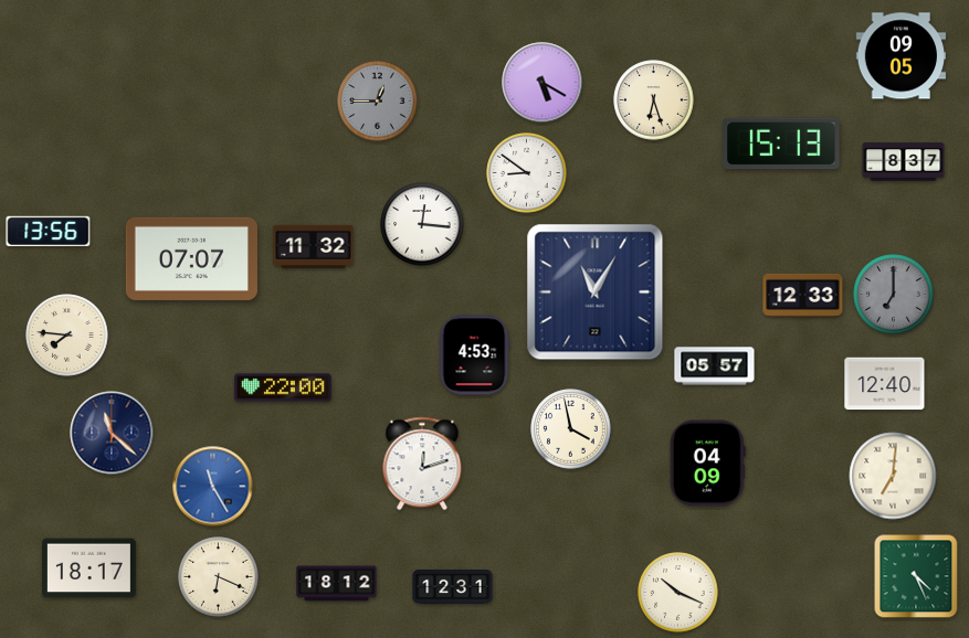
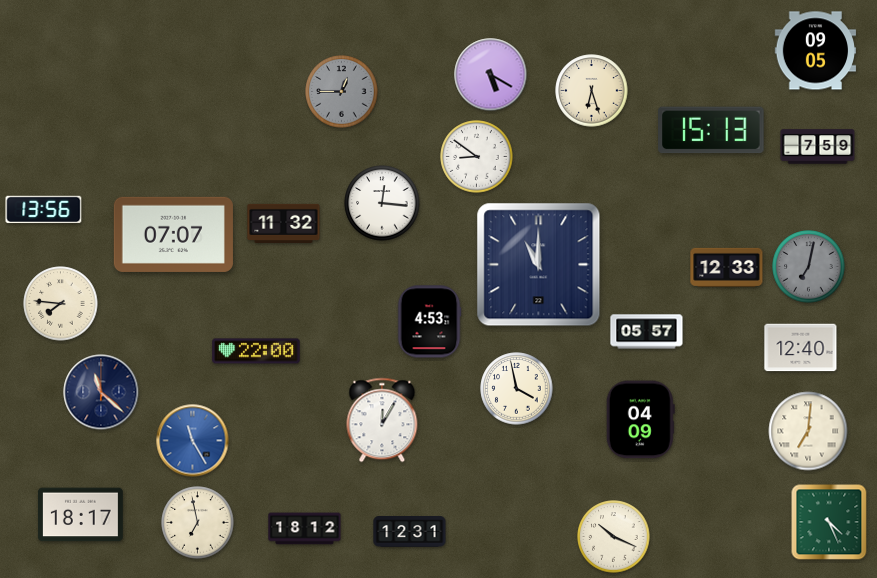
clock at (781, 143) position: (781, 143) -> (711, 130)
clock at (904, 162): 8:37 -> 7:59
clock at (596, 293): 11:05 -> 11:00
clock at (894, 295): 7:00 -> 7:02
clock at (422, 464): 12:12 -> 12:05
clock at (219, 577): 6:19 -> 6:58
